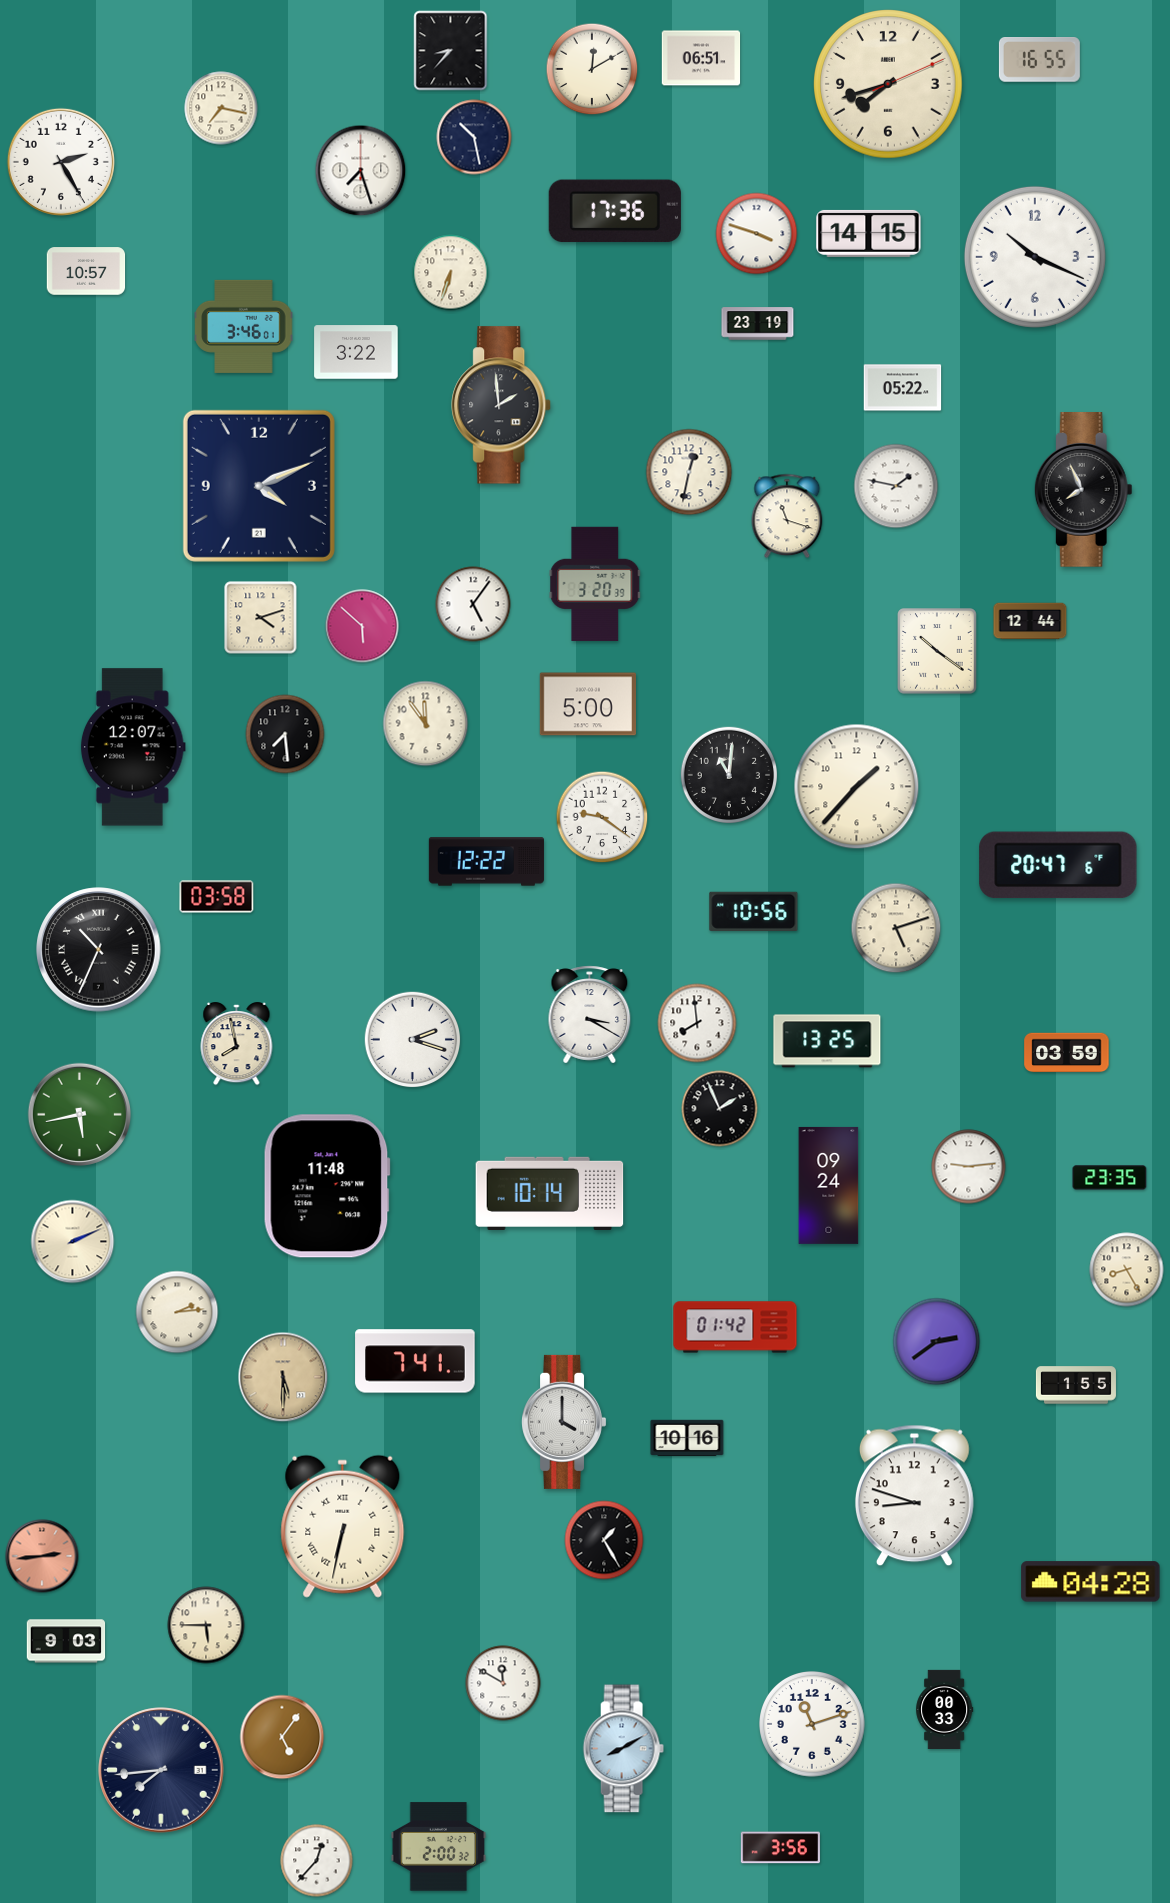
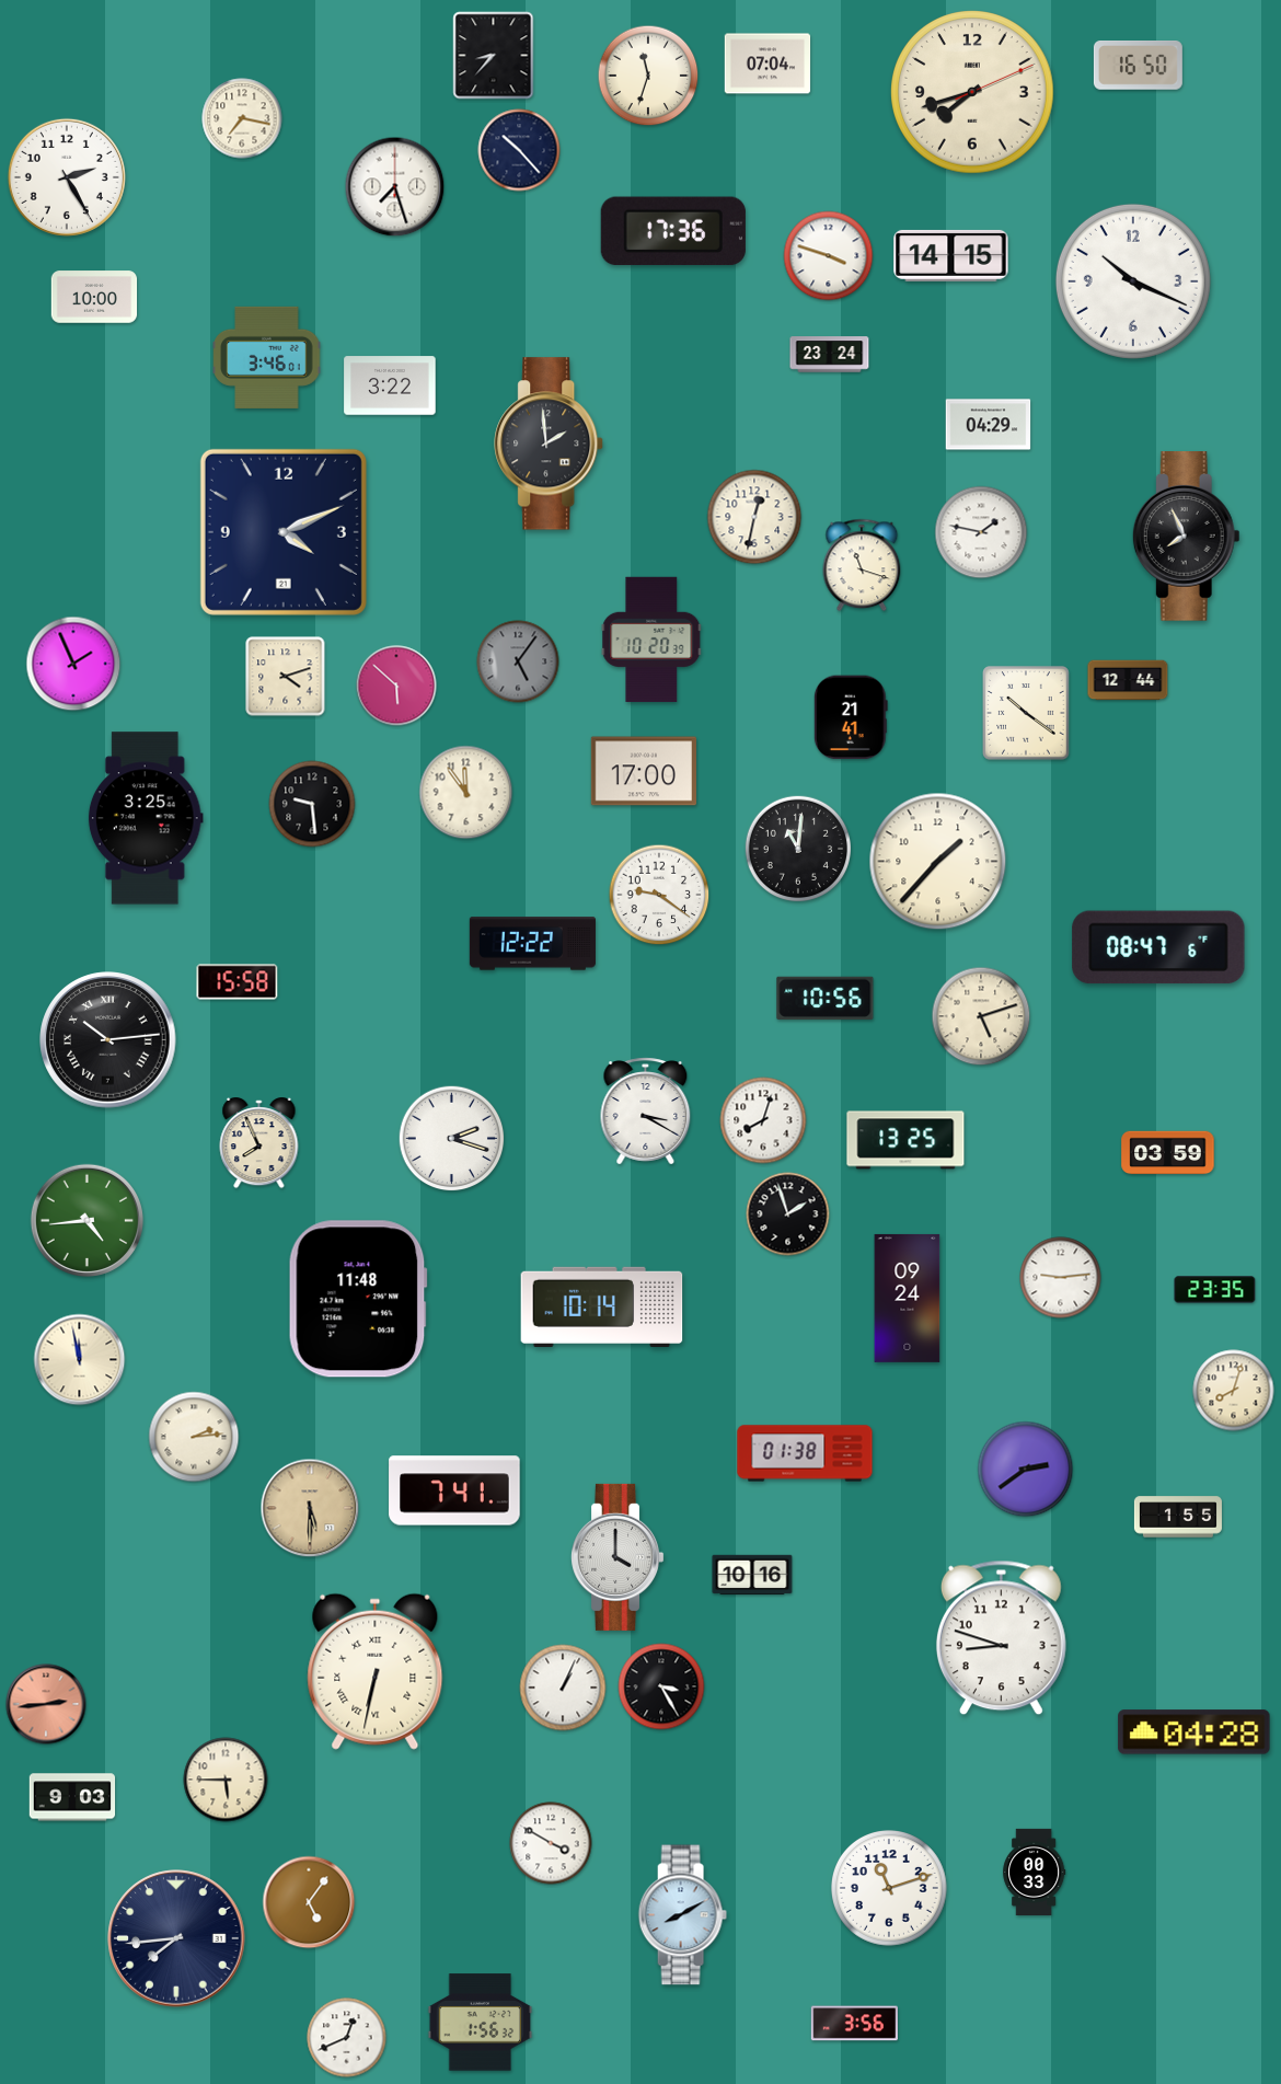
clock at (701, 58): 06:51 -> 07:04
clock at (1039, 60): 16:55 -> 16:50
clock at (592, 69): 12:10 -> 11:33
clock at (474, 137): 10:28 -> 10:23
clock at (86, 271): 10:57 -> 10:00
clock at (451, 273): 6:33 -> none
clock at (758, 324): 23:19 -> 23:24
clock at (903, 388): 05:22 -> 04:29
clock at (595, 584): 3:20 -> 10:20
clock at (473, 604) dial: white -> grey
clock at (73, 664): none -> 1:56
clock at (851, 717): none -> 21:41
clock at (587, 704): 5:00 -> 17:00
clock at (285, 734): 7:29 -> 9:29
clock at (133, 747): 12:07 -> 3:25
clock at (1058, 865): 20:47 -> 08:47
clock at (217, 897): 03:58 -> 15:58
clock at (99, 950): 10:34 -> 10:14
clock at (697, 1023): 7:59 -> 8:03
clock at (237, 1045): 7:58 -> 7:56
clock at (720, 1109): 1:56 -> 1:57
clock at (79, 1114): 5:43 -> 4:44
clock at (73, 1242): 2:11 -> 11:58
clock at (1127, 1270): 8:25 -> 8:03
clock at (735, 1327): 01:42 -> 01:38
clock at (604, 1540): 1:25 -> 3:25
clock at (563, 1688): none -> 1:04
clock at (503, 1683): 11:50 -> 3:50
clock at (439, 1847): 2:00 -> 1:56
clock at (317, 1861): 12:37 -> 12:41
